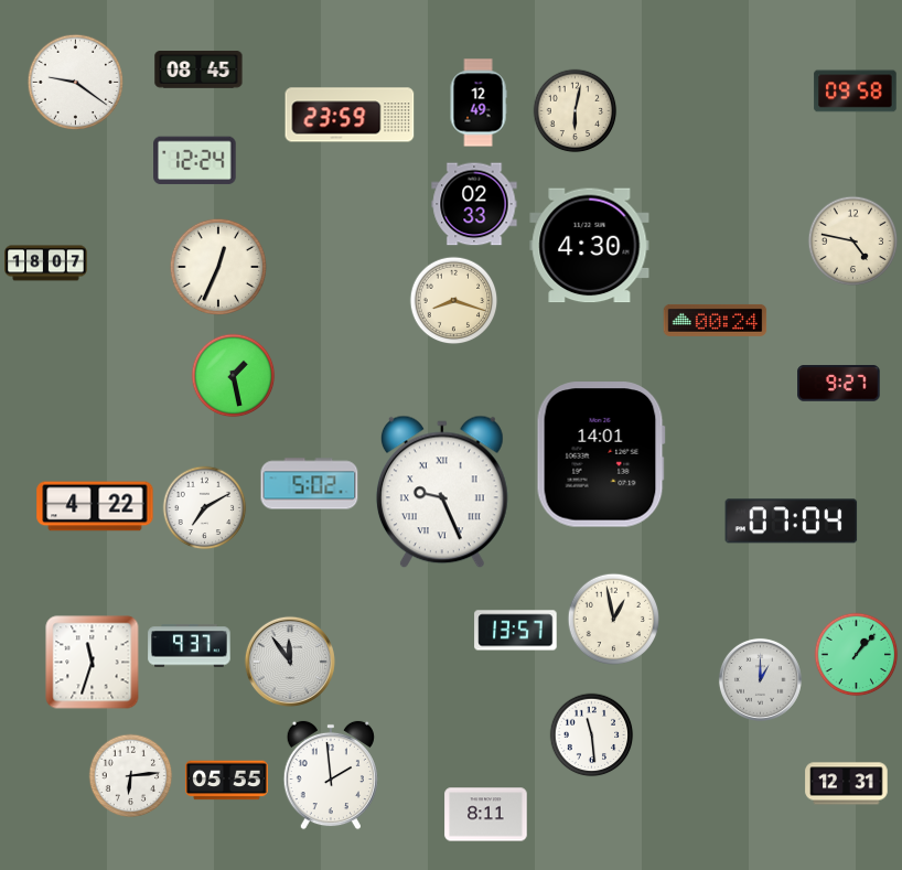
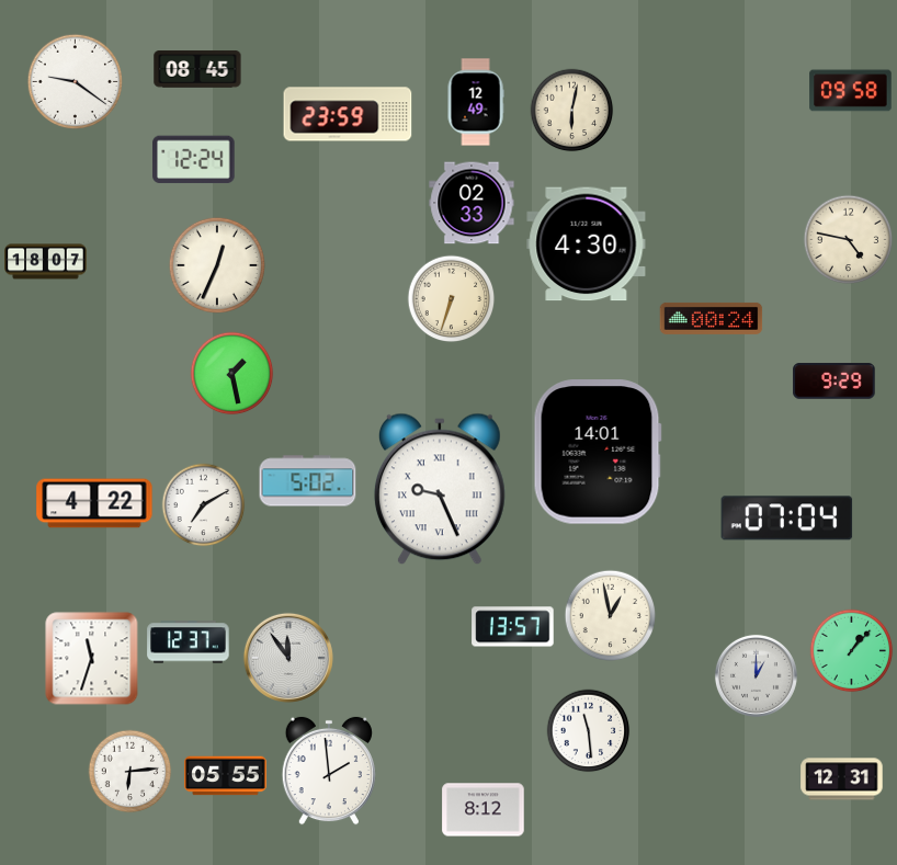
clock at (454, 301): 8:18 -> 6:33
clock at (839, 384): 9:27 -> 9:29
clock at (190, 646): 9:37 -> 12:37
clock at (486, 815): 8:11 -> 8:12
